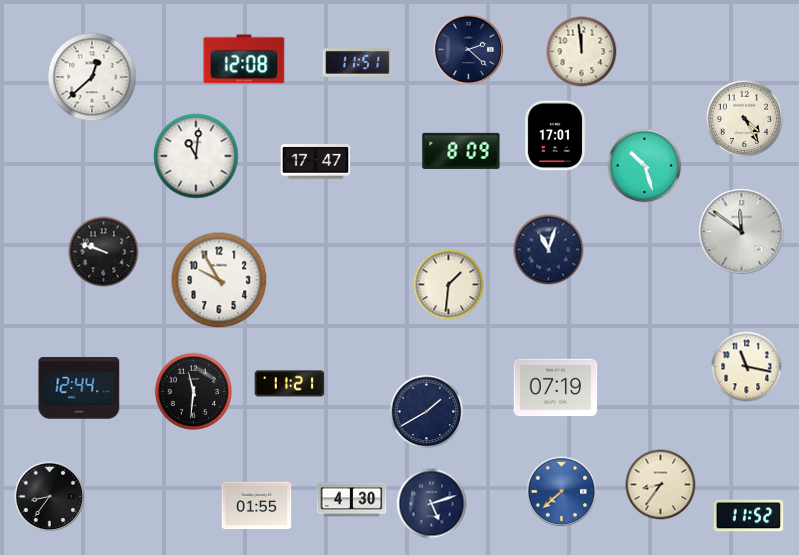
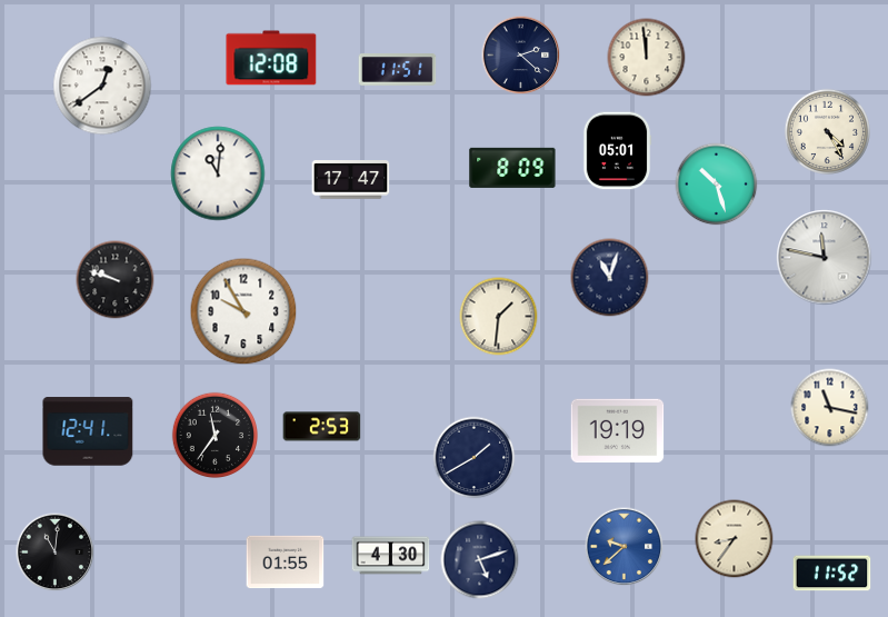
clock at (244, 59) position: (244, 59) -> (271, 58)
clock at (92, 77): 12:38 -> 12:39
clock at (555, 136): 17:01 -> 05:01
clock at (742, 232): 11:51 -> 11:47
clock at (290, 384): 11:21 -> 2:53
clock at (79, 388): 12:44 -> 12:41
clock at (556, 388): 07:19 -> 19:19
clock at (193, 391): 11:31 -> 11:36
clock at (562, 492): 7:38 -> 9:38
clock at (50, 497): 8:36 -> 11:01
